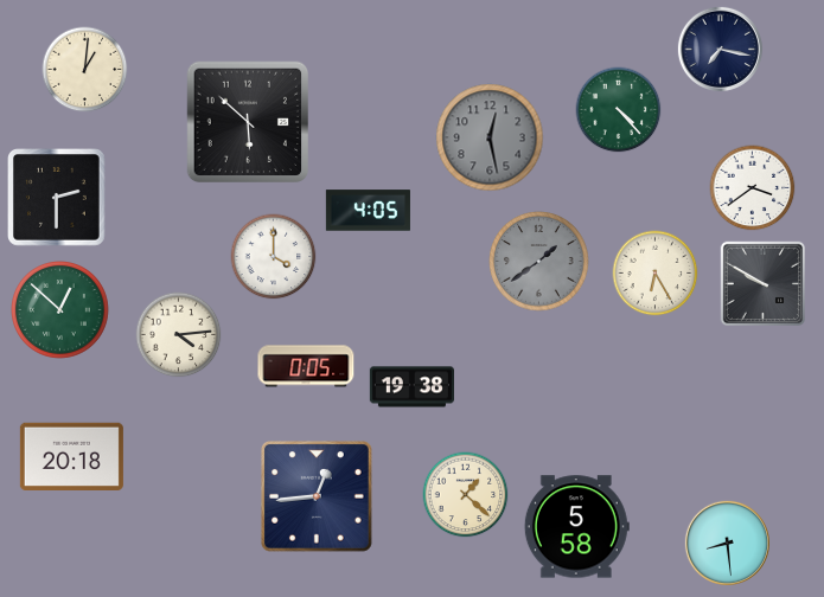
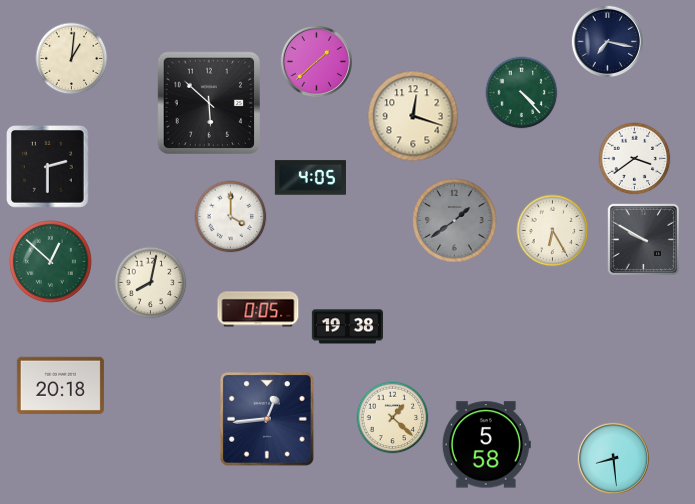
clock at (316, 61): none -> 1:38
clock at (490, 137): 12:28 -> 12:18
clock at (490, 137) dial: grey -> cream
clock at (179, 335): 4:14 -> 8:02
